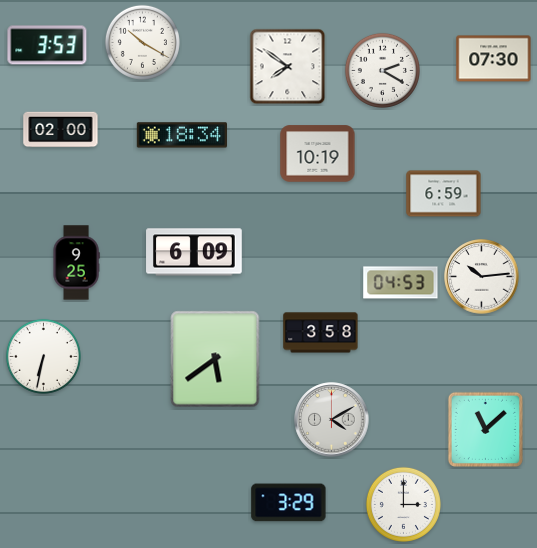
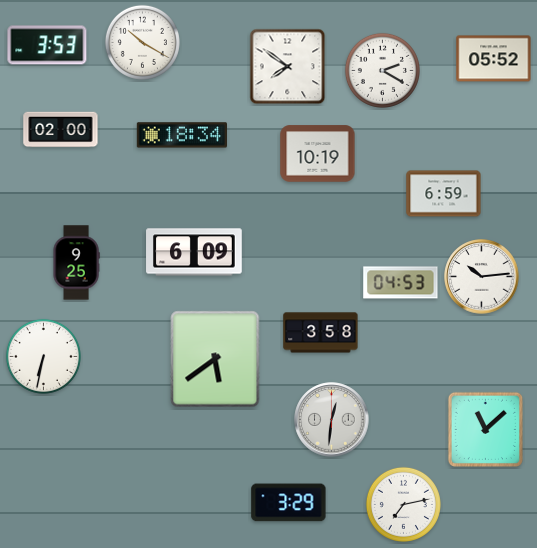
clock at (494, 59): 07:30 -> 05:52
clock at (332, 420): 4:10 -> 12:31
clock at (403, 504): 3:00 -> 7:13
